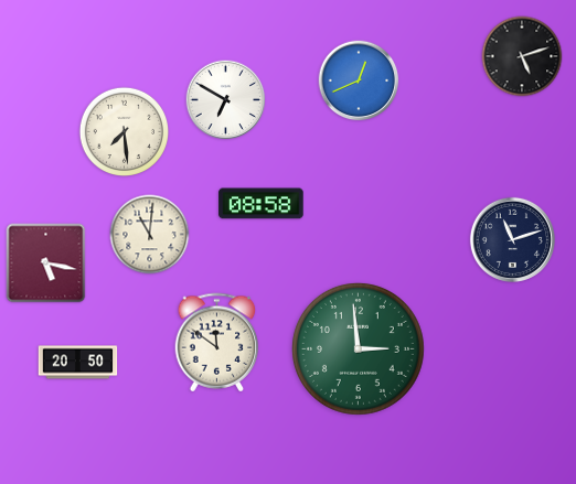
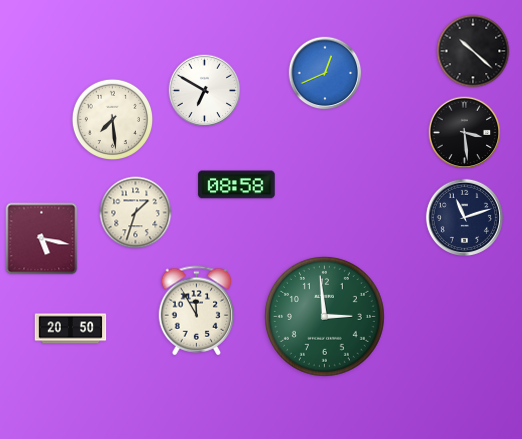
clock at (522, 56): 5:12 -> 10:22
clock at (465, 133): none -> 3:29
clock at (150, 235): 11:01 -> 1:33
clock at (217, 343): 11:51 -> 11:55
